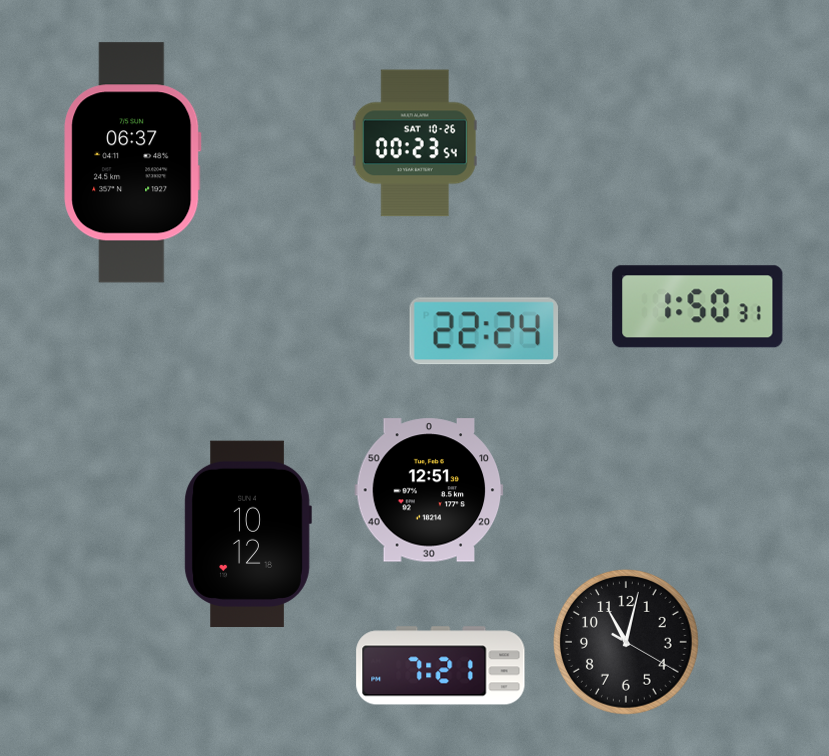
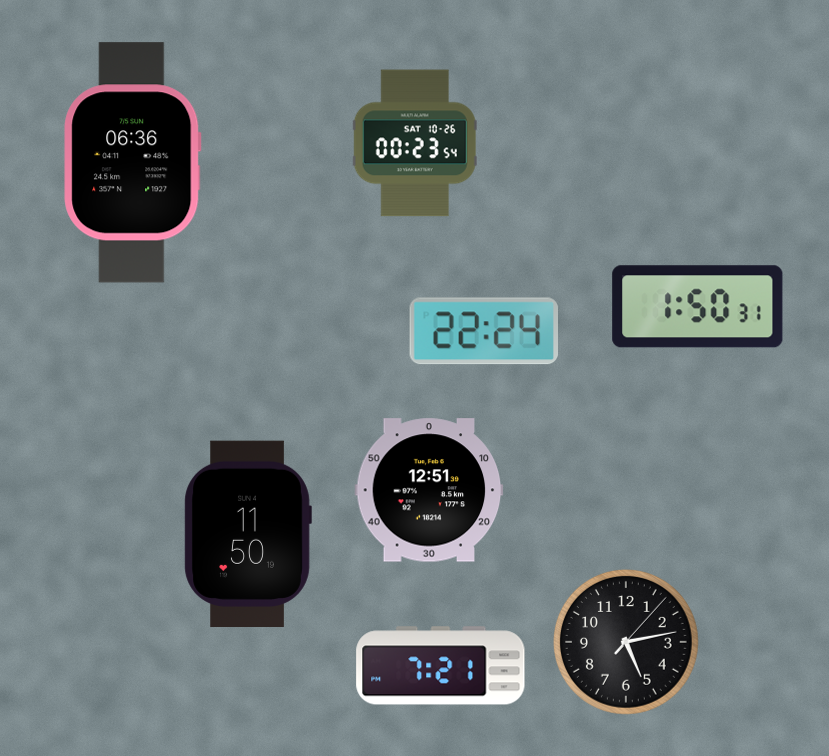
clock at (133, 163): 06:37 -> 06:36
clock at (248, 533): 10:12 -> 11:50
clock at (627, 643): 11:02 -> 5:13
